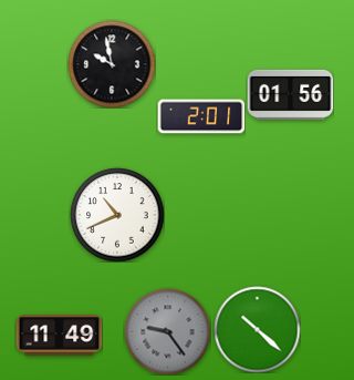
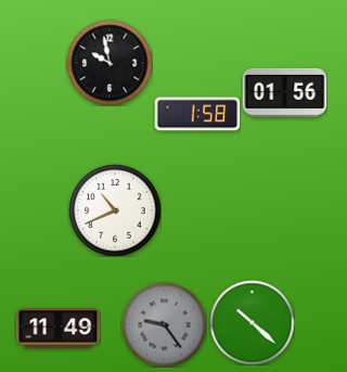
clock at (201, 116): 2:01 -> 1:58
